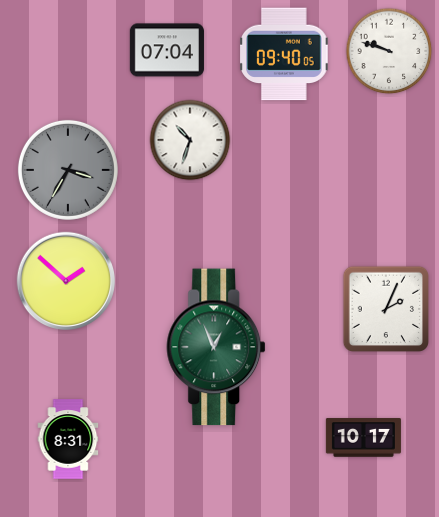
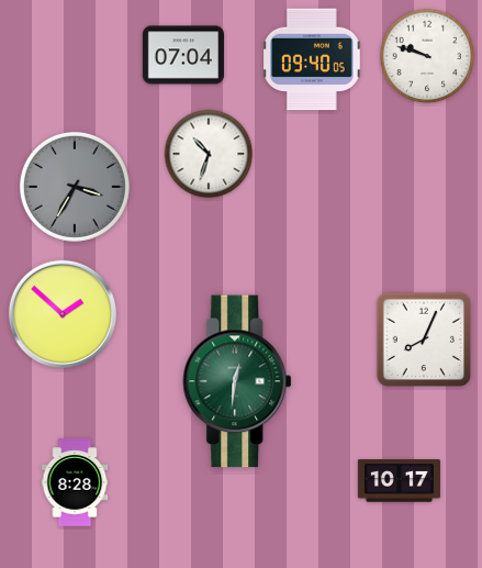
clock at (65, 280) position: (65, 280) -> (61, 313)
clock at (386, 309): 2:04 -> 8:04
clock at (217, 347): 12:56 -> 12:31
clock at (68, 439): 8:31 -> 8:28
